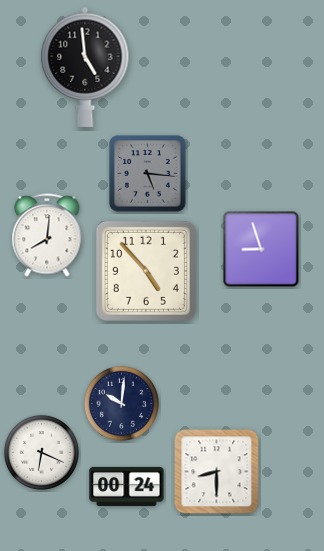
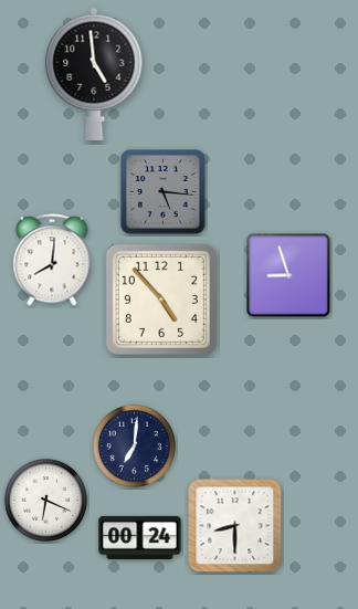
clock at (121, 403): 10:01 -> 7:01
clock at (217, 472) position: (217, 472) -> (235, 526)
